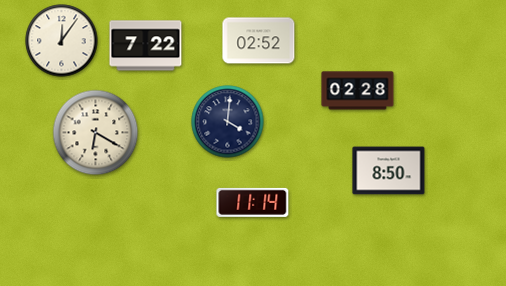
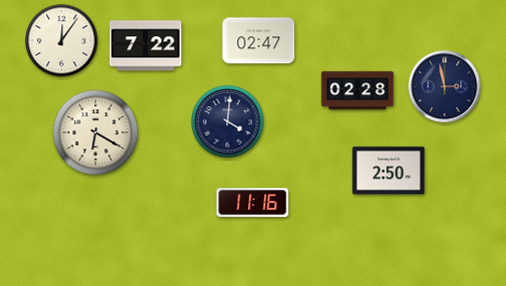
clock at (259, 41): 02:52 -> 02:47
clock at (445, 87): none -> 2:58
clock at (389, 171): 8:50 -> 2:50
clock at (253, 202): 11:14 -> 11:16
